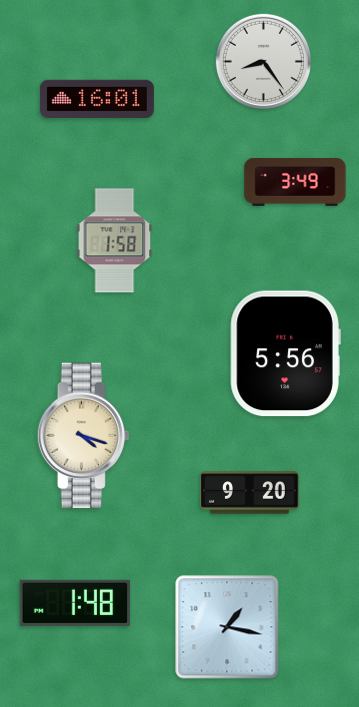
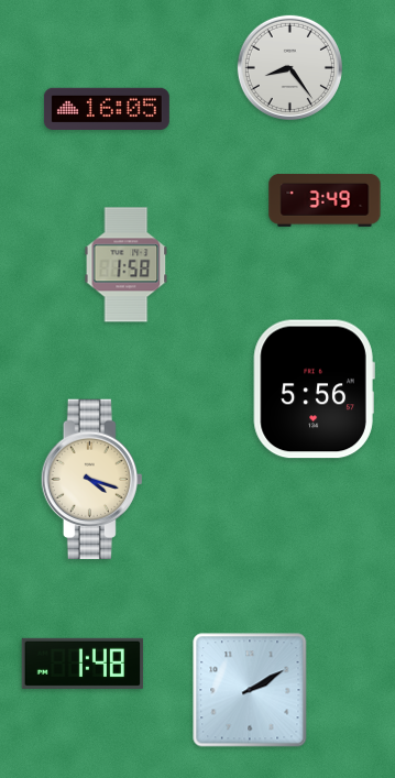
clock at (97, 98): 16:01 -> 16:05
clock at (250, 493): 9:20 -> none
clock at (227, 627): 1:17 -> 2:10
